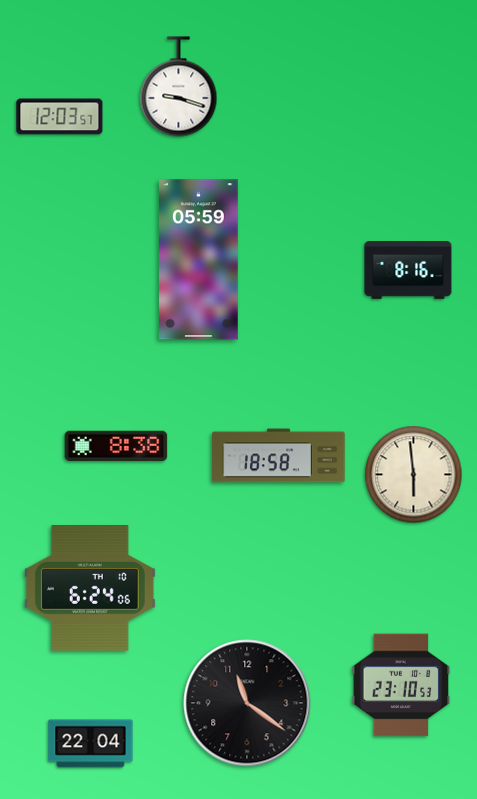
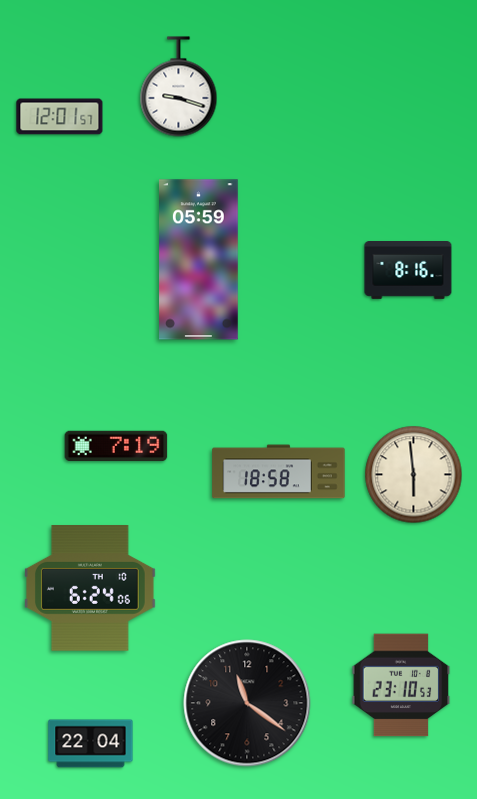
clock at (60, 117): 12:03 -> 12:01
clock at (116, 446): 8:38 -> 7:19
clock at (279, 456) position: (279, 456) -> (279, 472)
